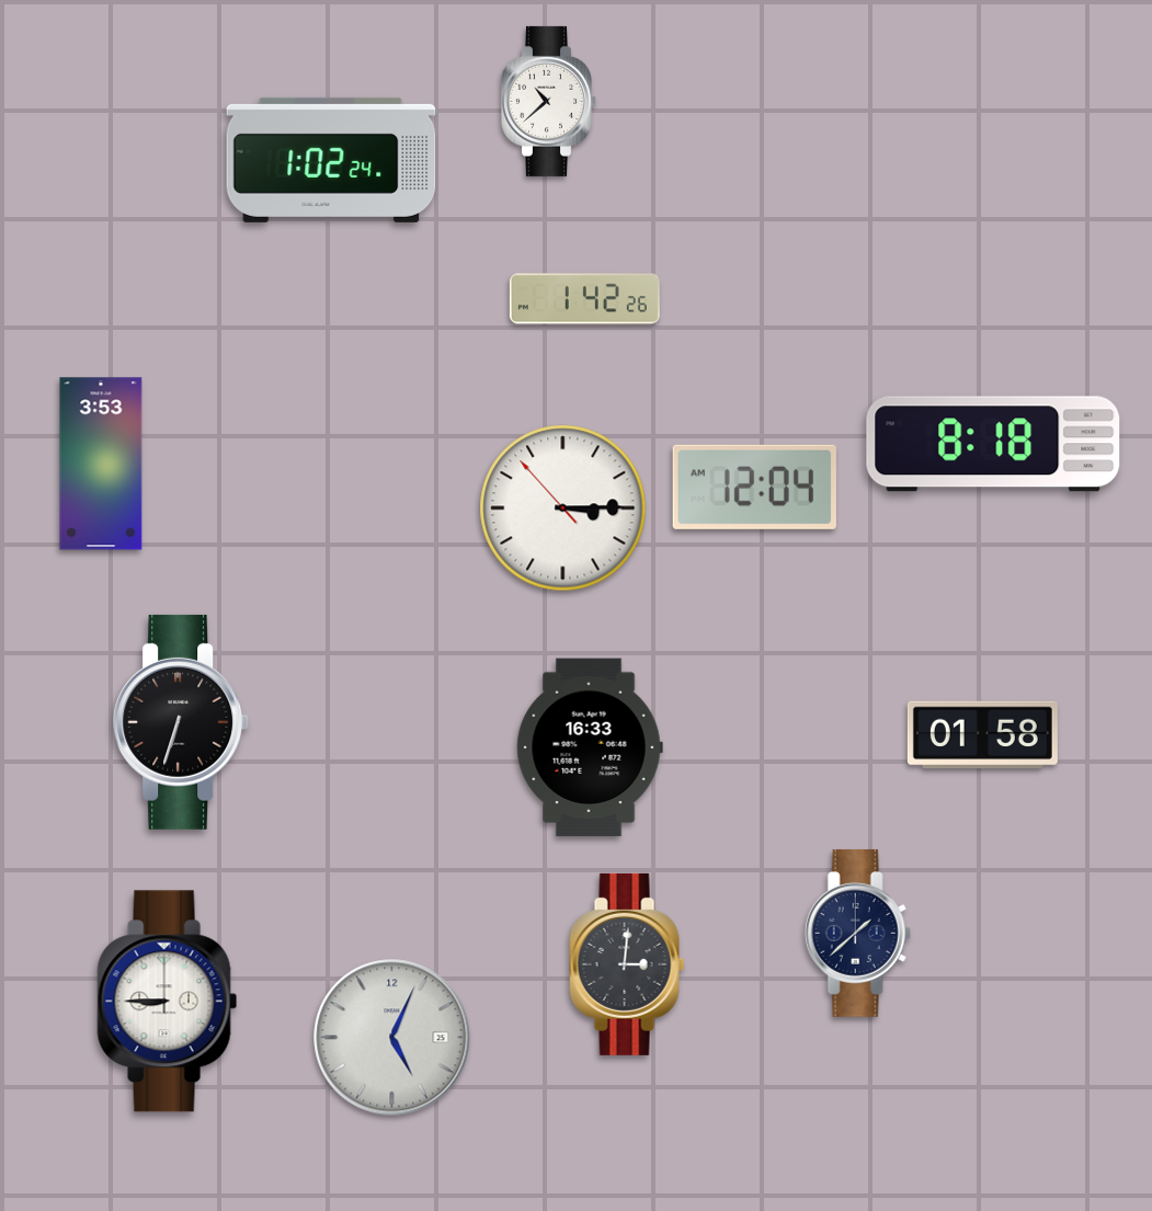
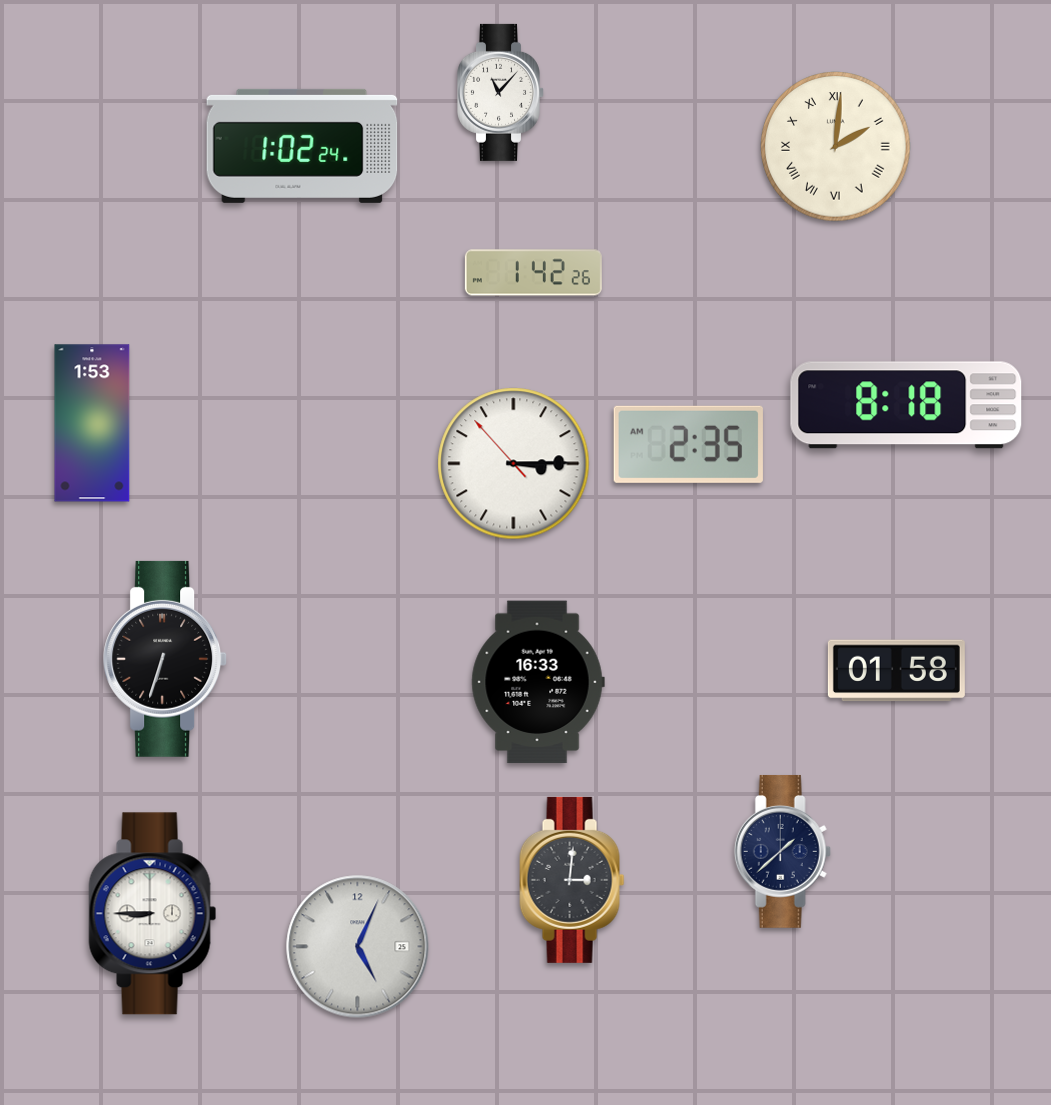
clock at (549, 101): 10:38 -> 11:07
clock at (836, 147): none -> 2:01
clock at (101, 464): 3:53 -> 1:53
clock at (754, 487): 12:04 -> 2:35
